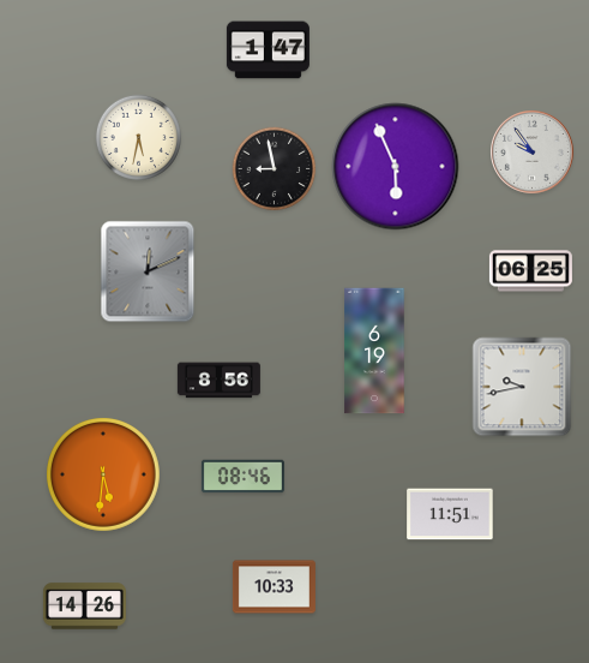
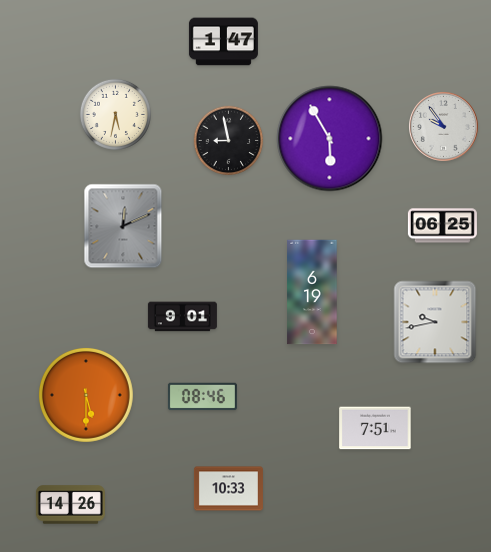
clock at (396, 167): 5:56 -> 5:55
clock at (218, 381): 8:56 -> 9:01
clock at (103, 474): 5:31 -> 5:30
clock at (450, 514): 11:51 -> 7:51
